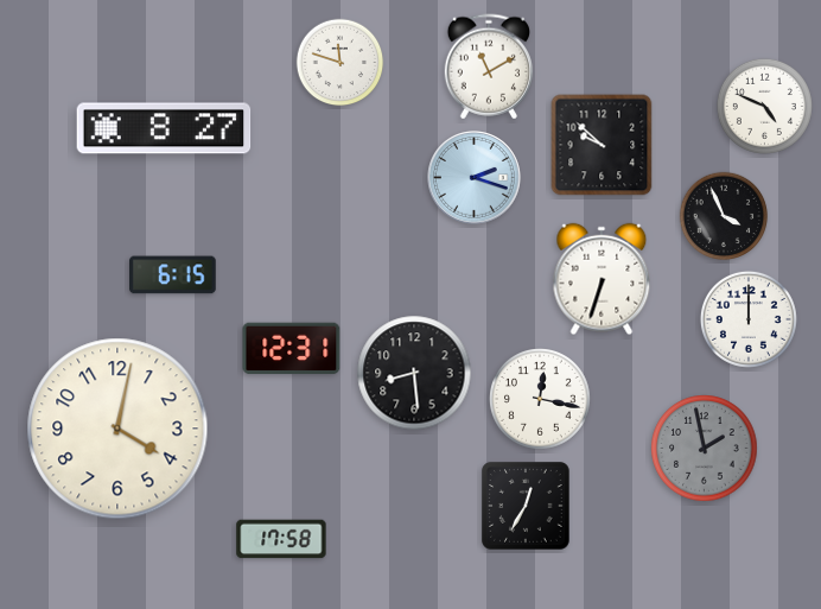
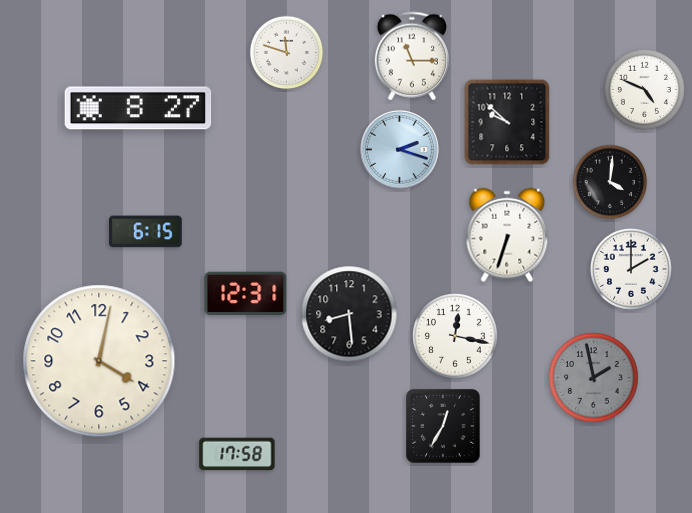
clock at (488, 66): 11:10 -> 11:15
clock at (724, 216): 3:56 -> 4:01
clock at (749, 319): 12:00 -> 2:00
